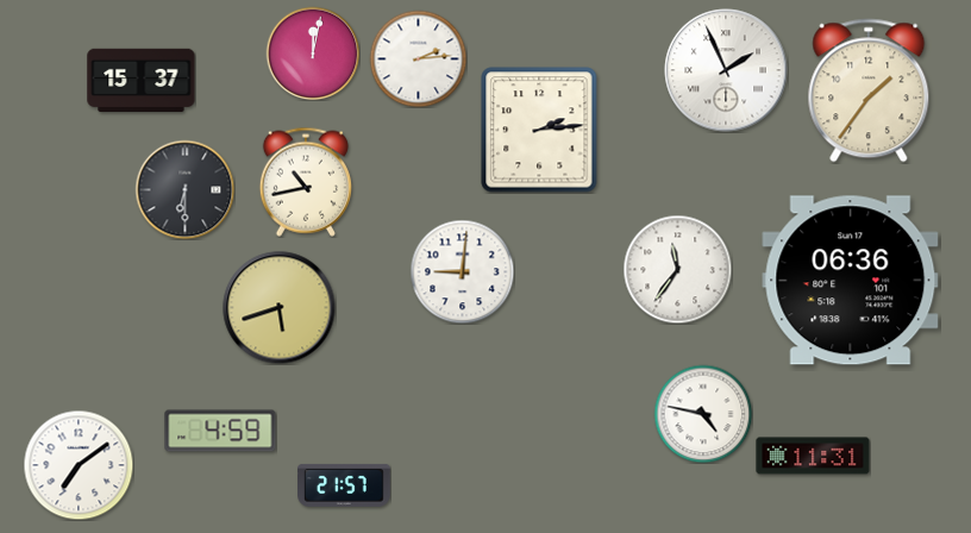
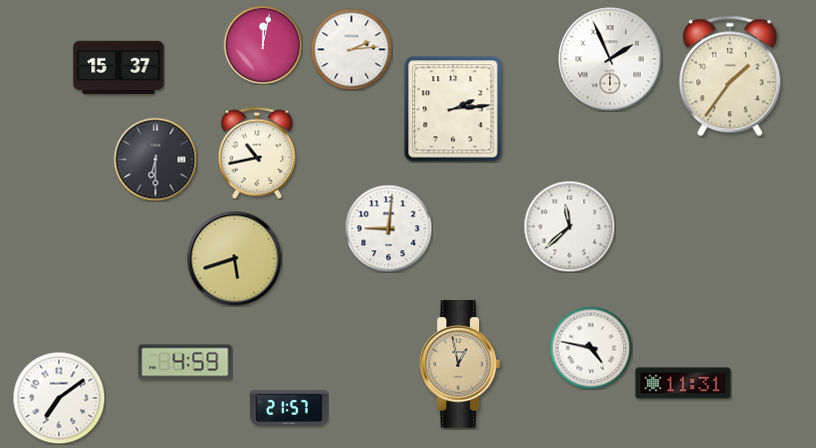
clock at (677, 269): 11:36 -> 11:38
clock at (851, 281): 06:36 -> none
clock at (460, 365): none -> 12:58
clock at (79, 465) position: (79, 465) -> (59, 398)
